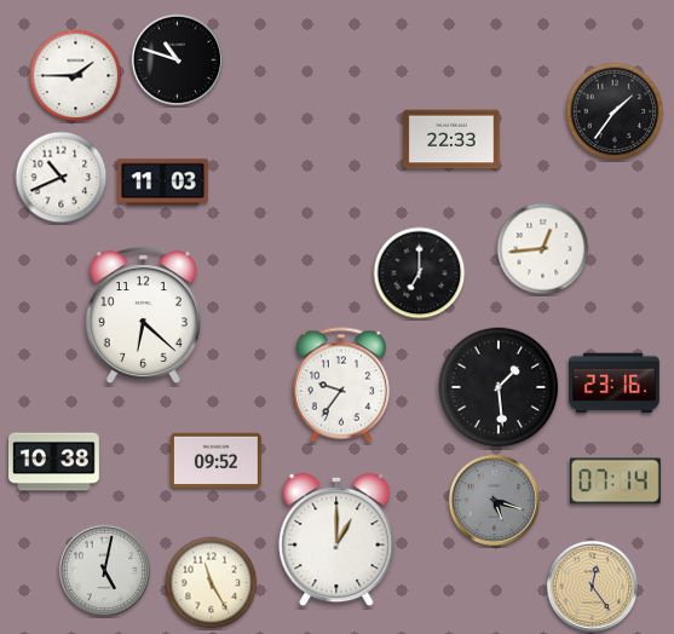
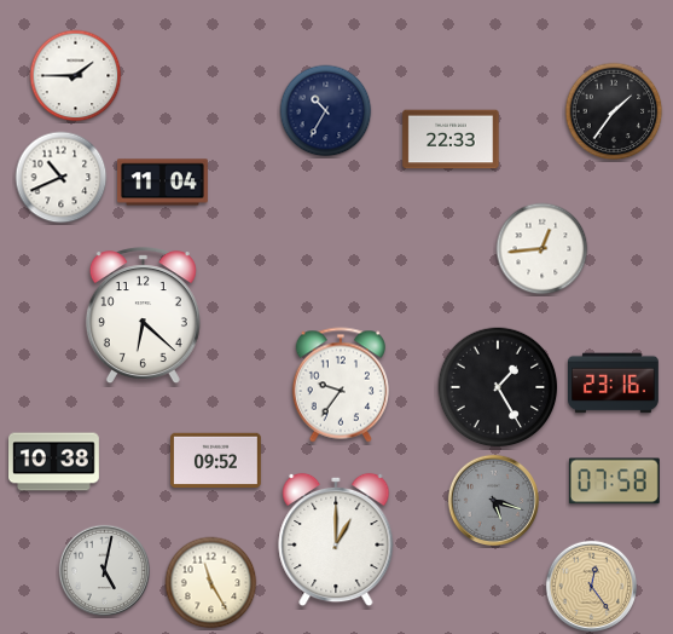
clock at (177, 59): 10:48 -> none
clock at (326, 111): none -> 10:35
clock at (163, 183): 11:03 -> 11:04
clock at (420, 273): 7:00 -> none
clock at (499, 387): 1:29 -> 1:25
clock at (615, 482): 07:14 -> 07:58
